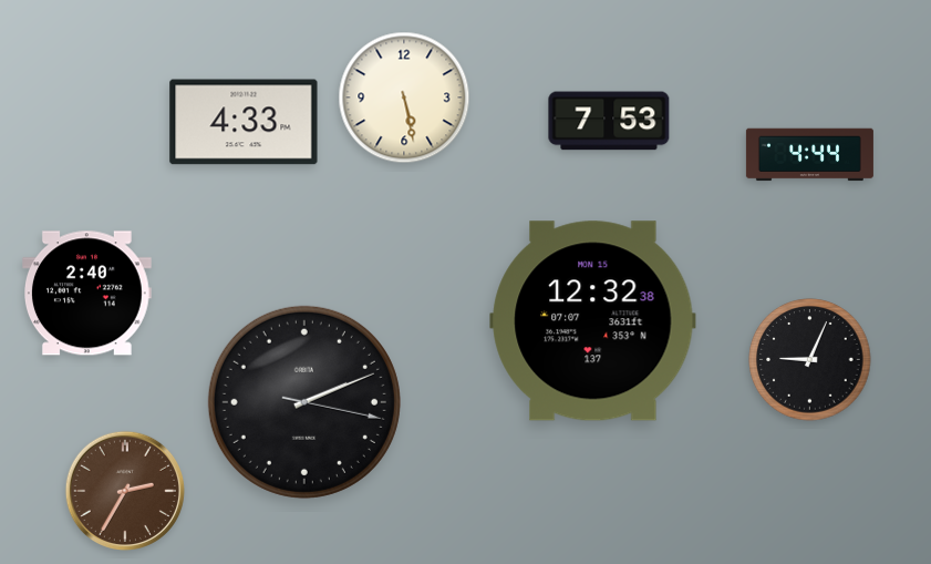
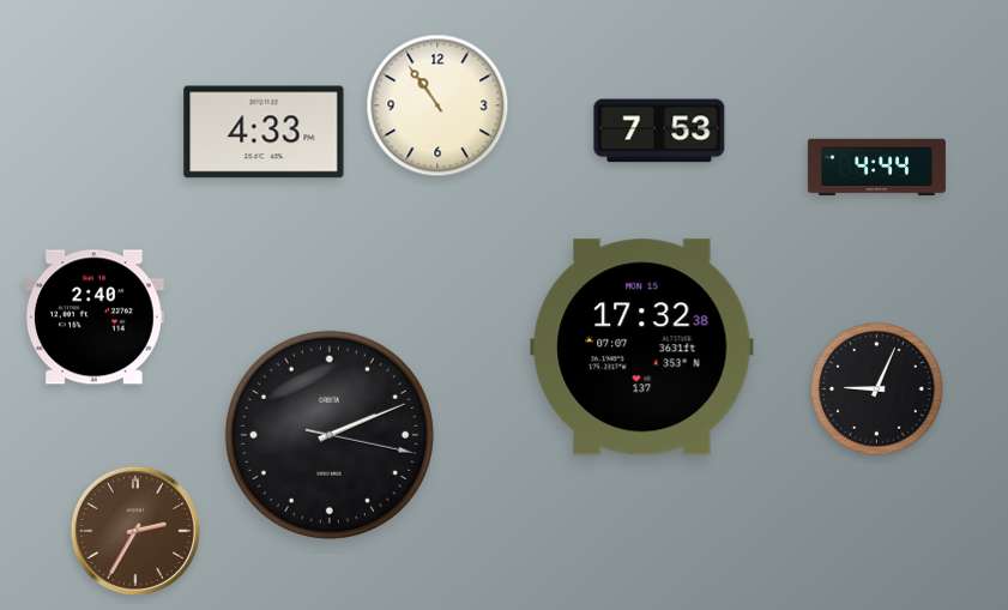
clock at (404, 98): 5:28 -> 10:54
clock at (593, 321): 12:32 -> 17:32
